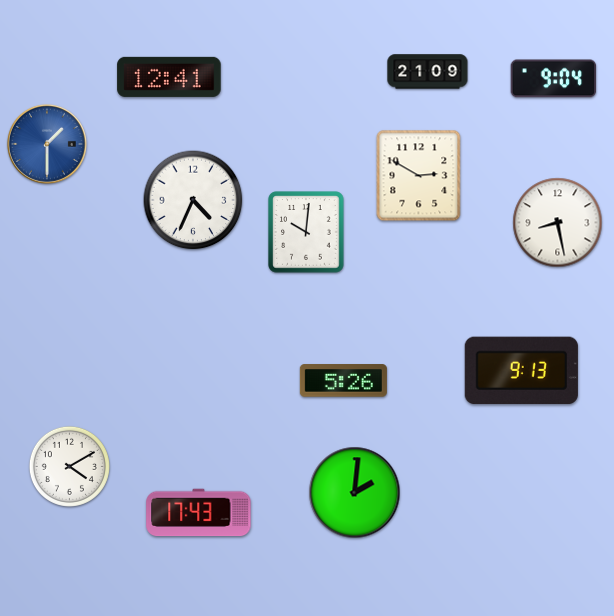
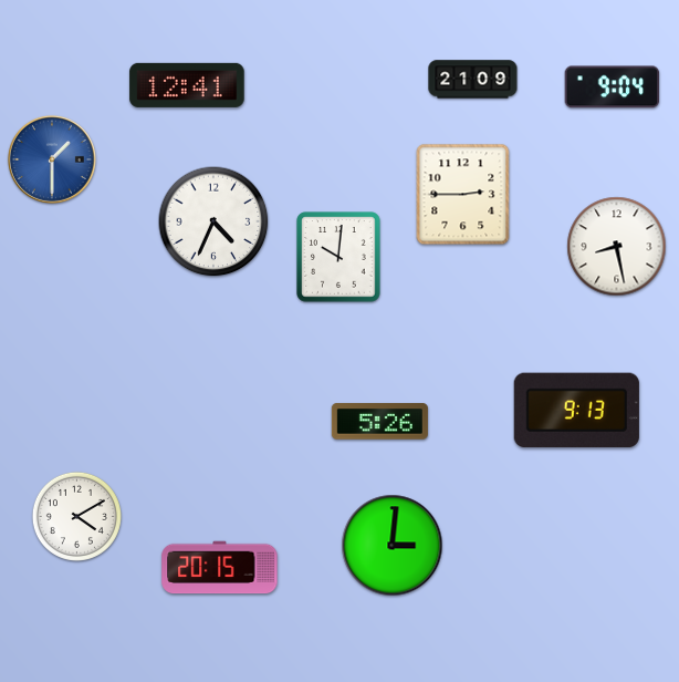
clock at (419, 176): 2:50 -> 2:45
clock at (355, 493): 2:01 -> 3:01
clock at (199, 513): 17:43 -> 20:15
